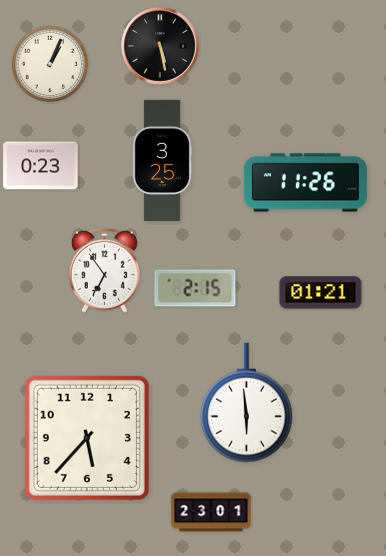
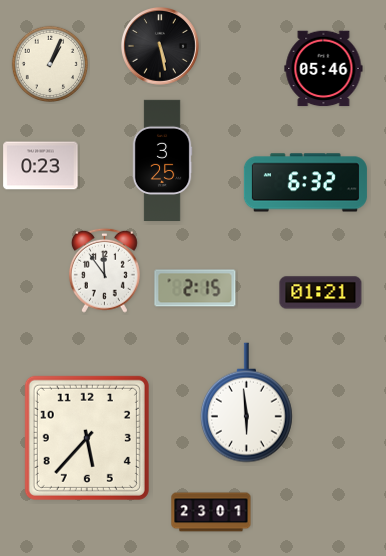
clock at (324, 69): none -> 05:46
clock at (305, 183): 11:26 -> 6:32
clock at (104, 270): 6:54 -> 11:54
